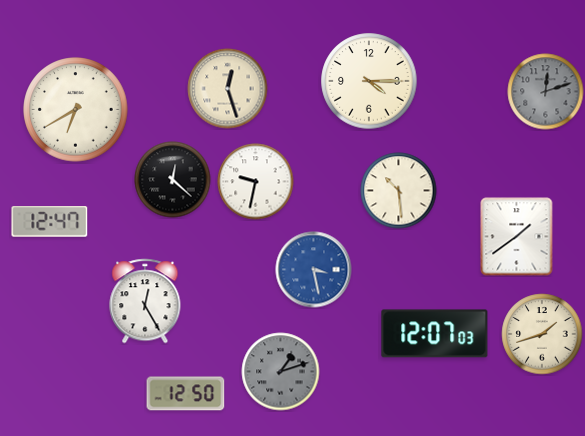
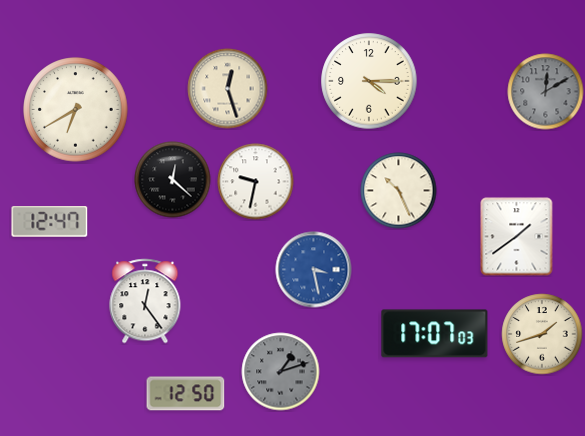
clock at (546, 92): 12:12 -> 12:10
clock at (399, 191): 10:29 -> 10:26
clock at (145, 301): 12:25 -> 12:24
clock at (435, 334): 12:07 -> 17:07
